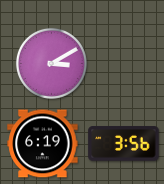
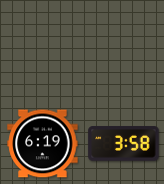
clock at (51, 63): 3:10 -> none
clock at (124, 144): 3:56 -> 3:58
